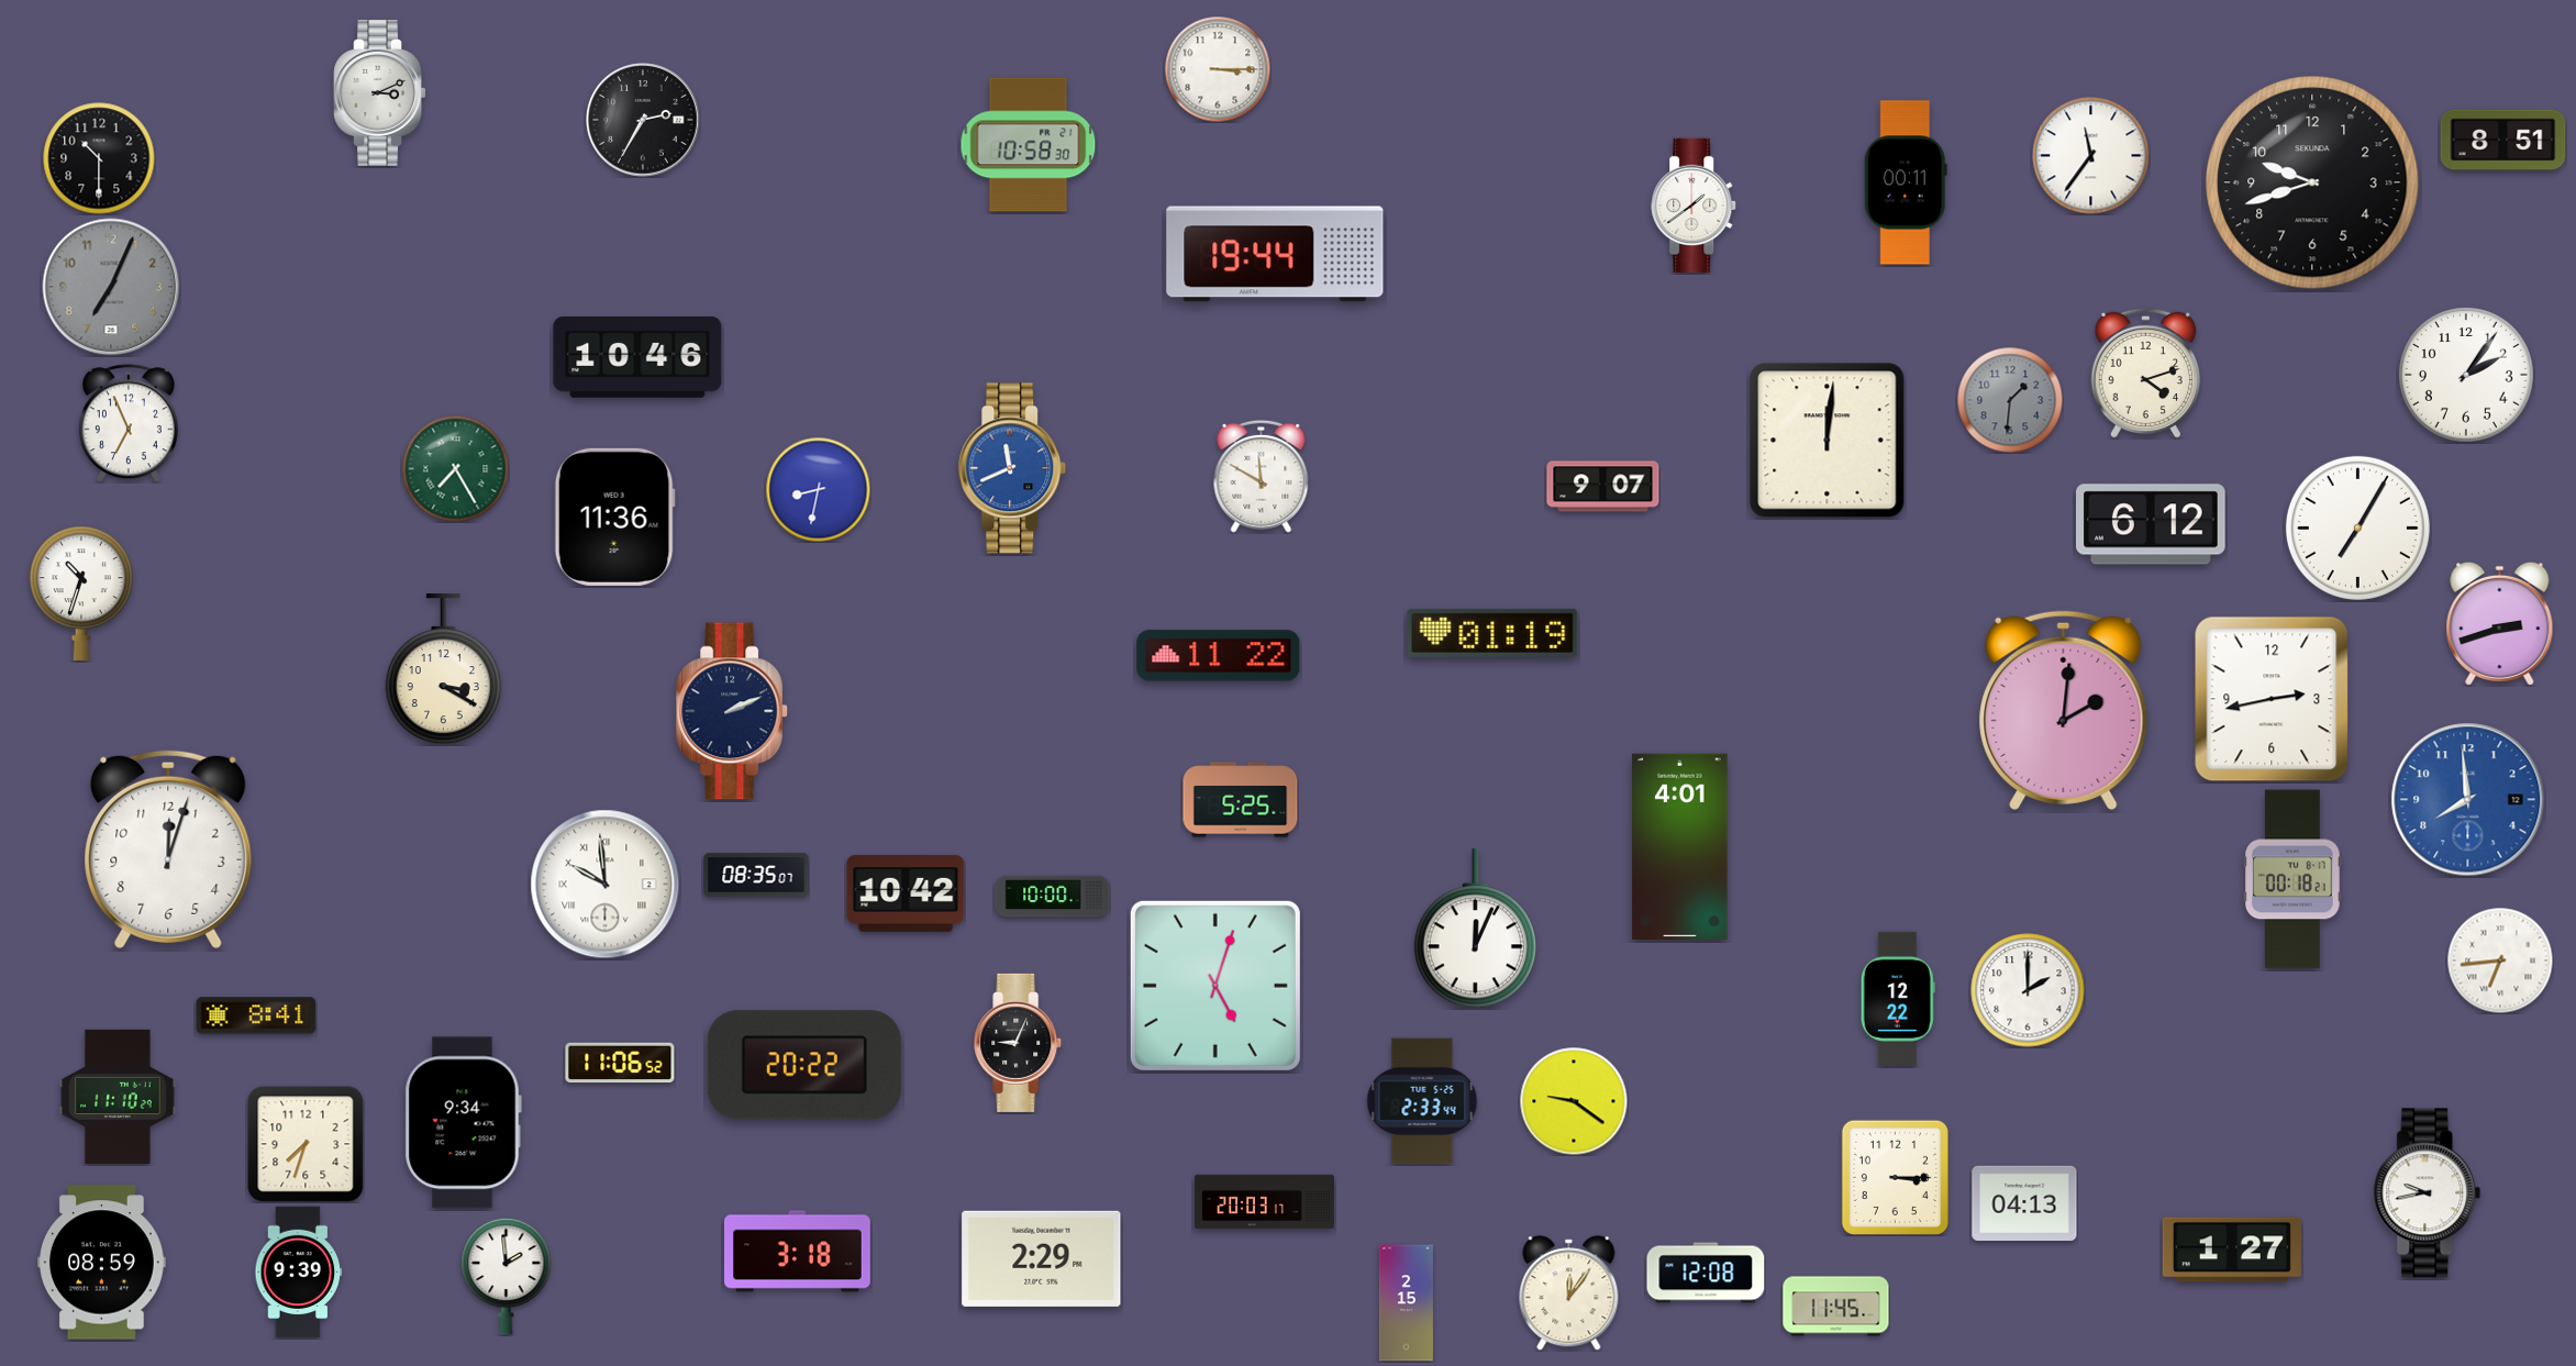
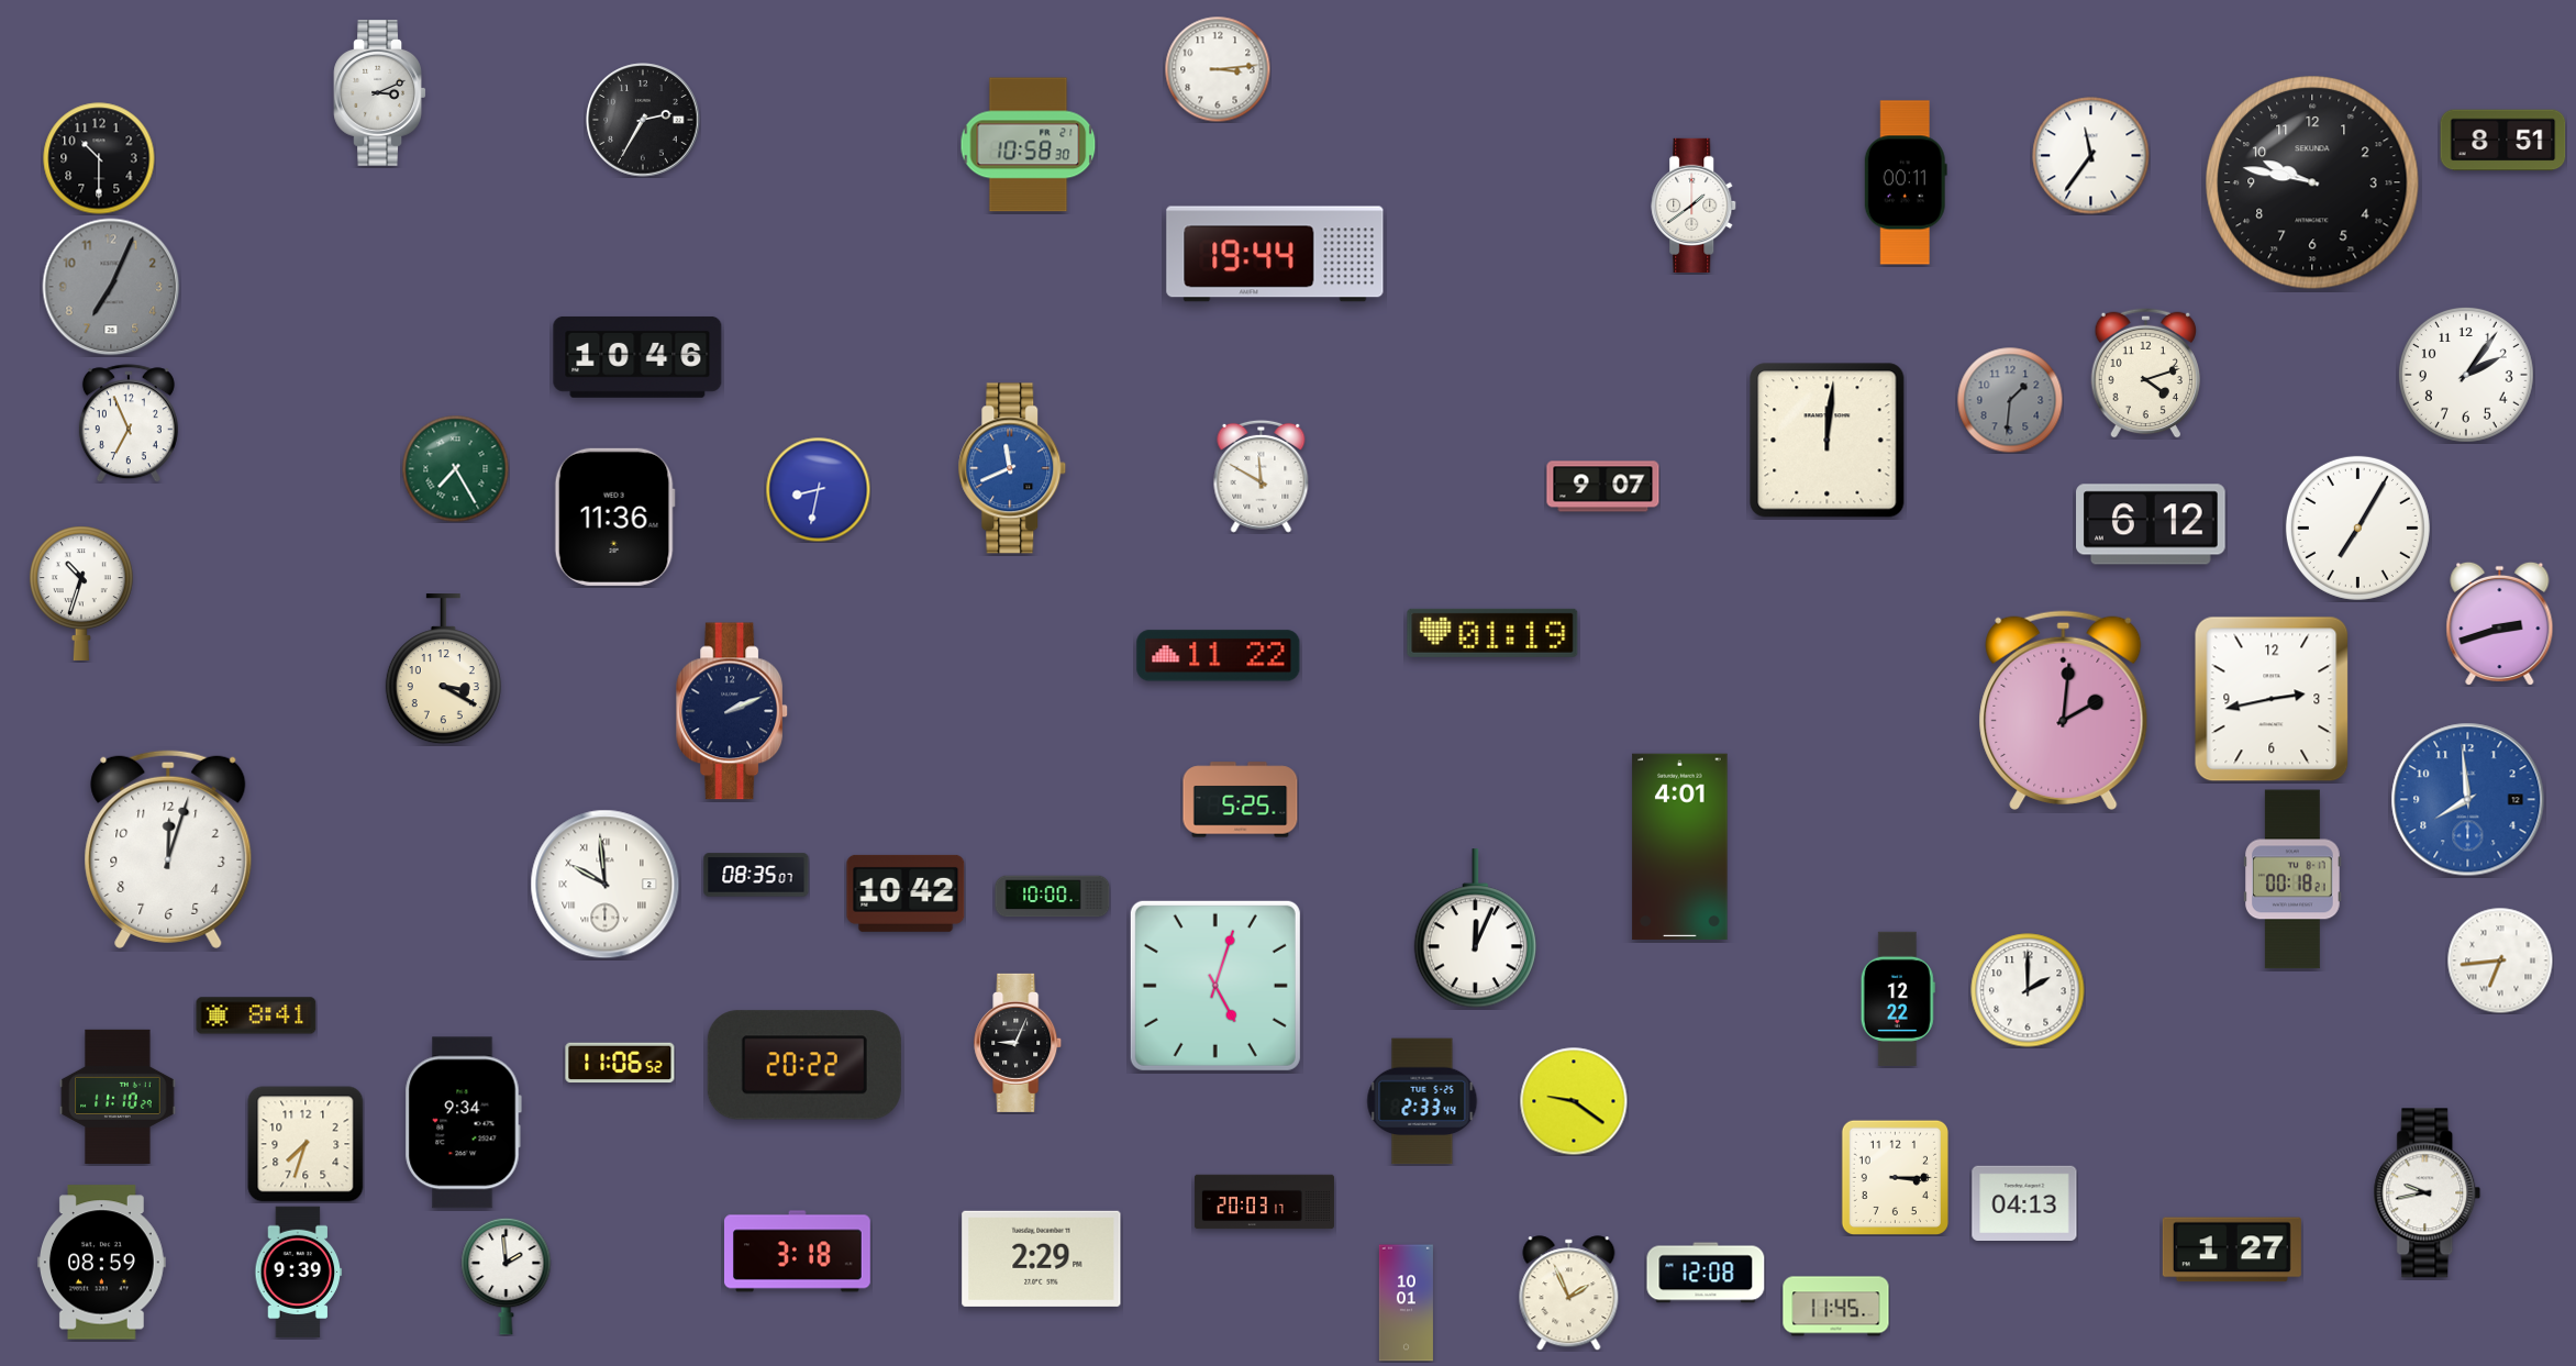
clock at (1218, 69): 3:15 -> 3:14
clock at (2312, 182): 9:42 -> 9:47
clock at (1569, 1293): 12:06 -> 1:56
clock at (1406, 1303): 2:15 -> 10:01
